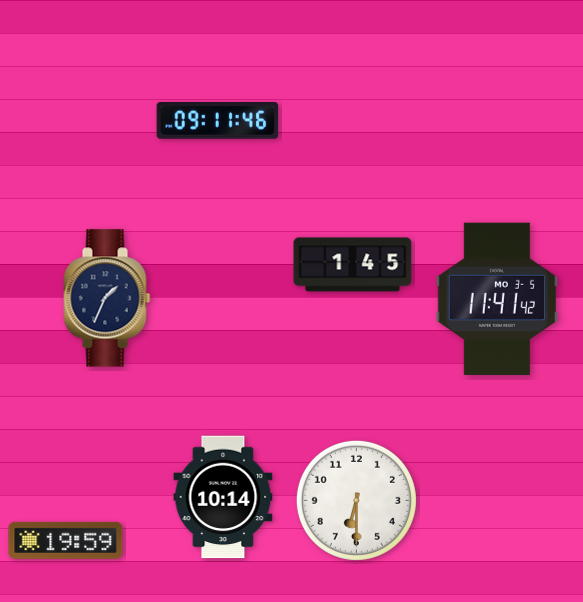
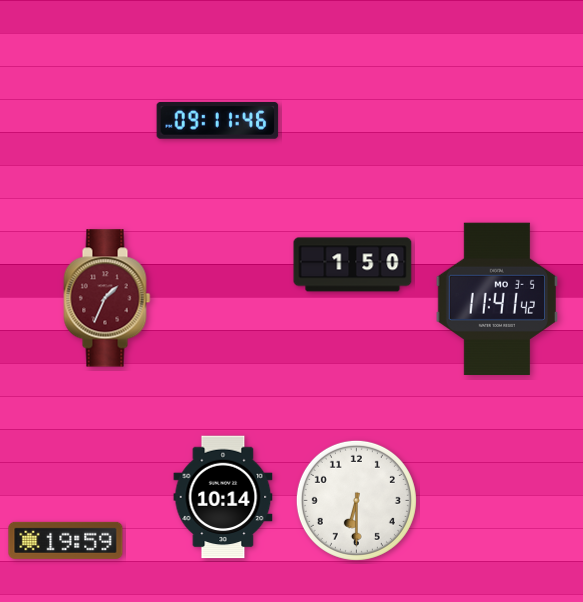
clock at (353, 265): 1:45 -> 1:50
clock at (107, 298) dial: navy -> burgundy
